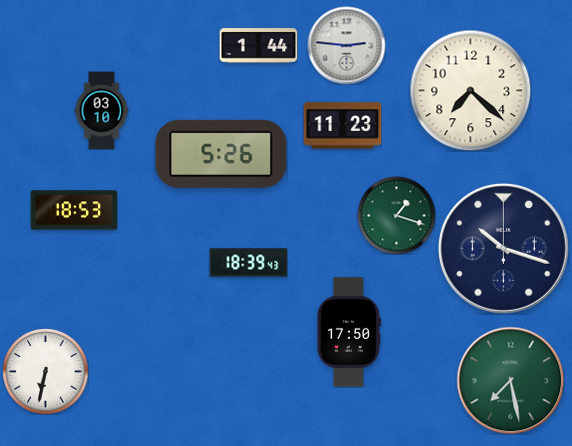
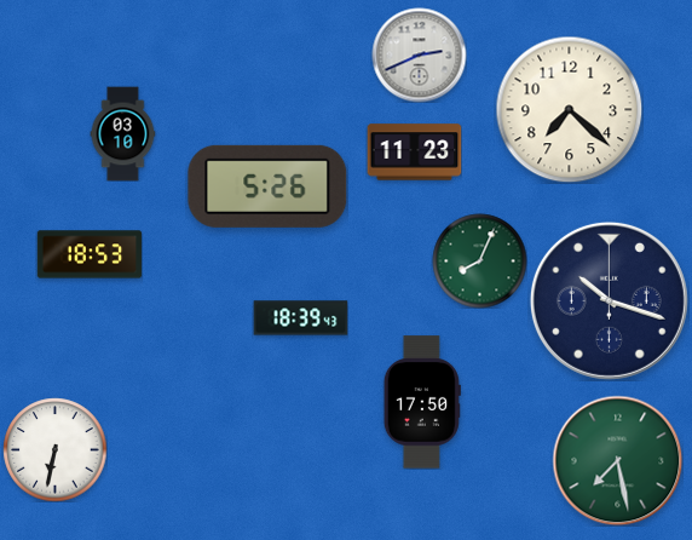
clock at (346, 45): 2:46 -> 2:41
clock at (258, 46): 1:44 -> none
clock at (396, 215): 1:18 -> 8:04
